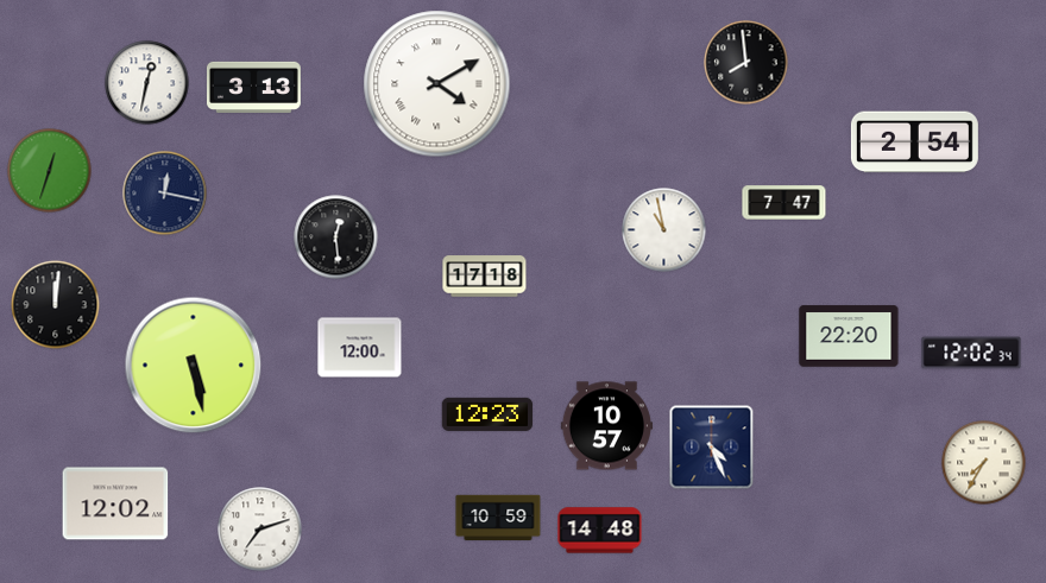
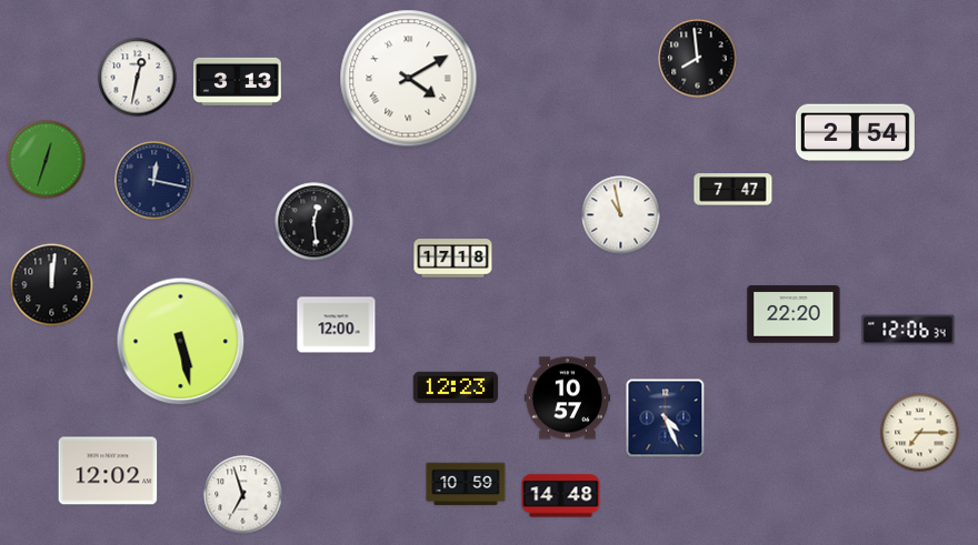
clock at (971, 353): 12:02 -> 12:06
clock at (984, 463): 7:35 -> 7:15
clock at (260, 530): 7:12 -> 6:57
